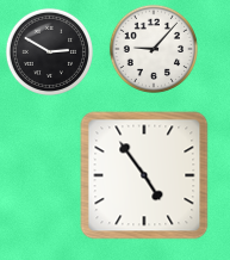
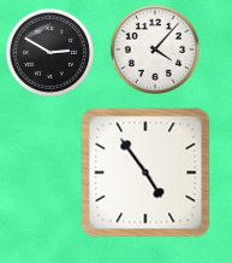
clock at (154, 49): 9:07 -> 4:07
clock at (144, 175) position: (144, 175) -> (145, 173)
